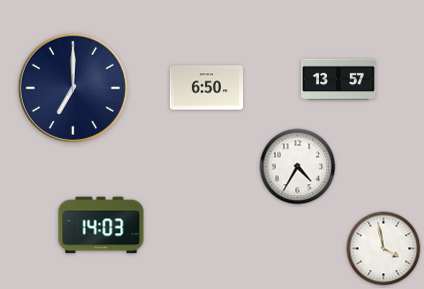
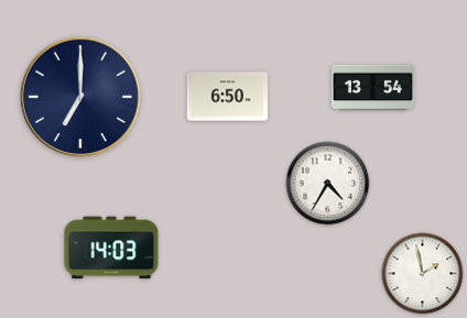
clock at (338, 80): 13:57 -> 13:54
clock at (384, 249): 3:58 -> 1:58
